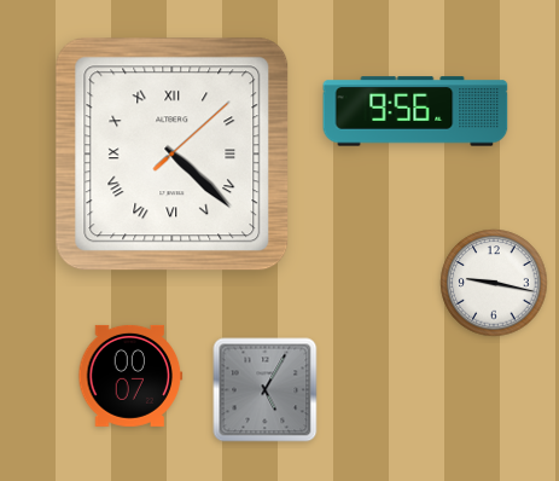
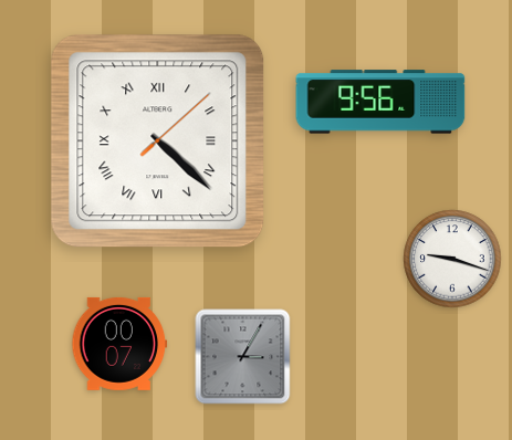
clock at (494, 283): 9:17 -> 9:18
clock at (266, 390): 5:05 -> 3:05
